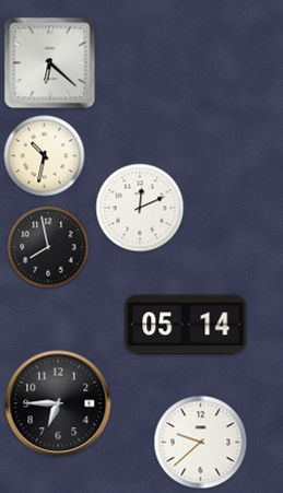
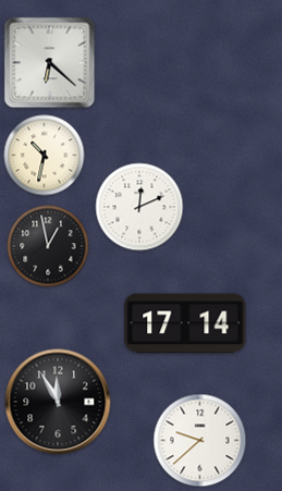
clock at (48, 247): 7:58 -> 12:58
clock at (186, 325): 05:14 -> 17:14
clock at (58, 403): 6:45 -> 11:55
